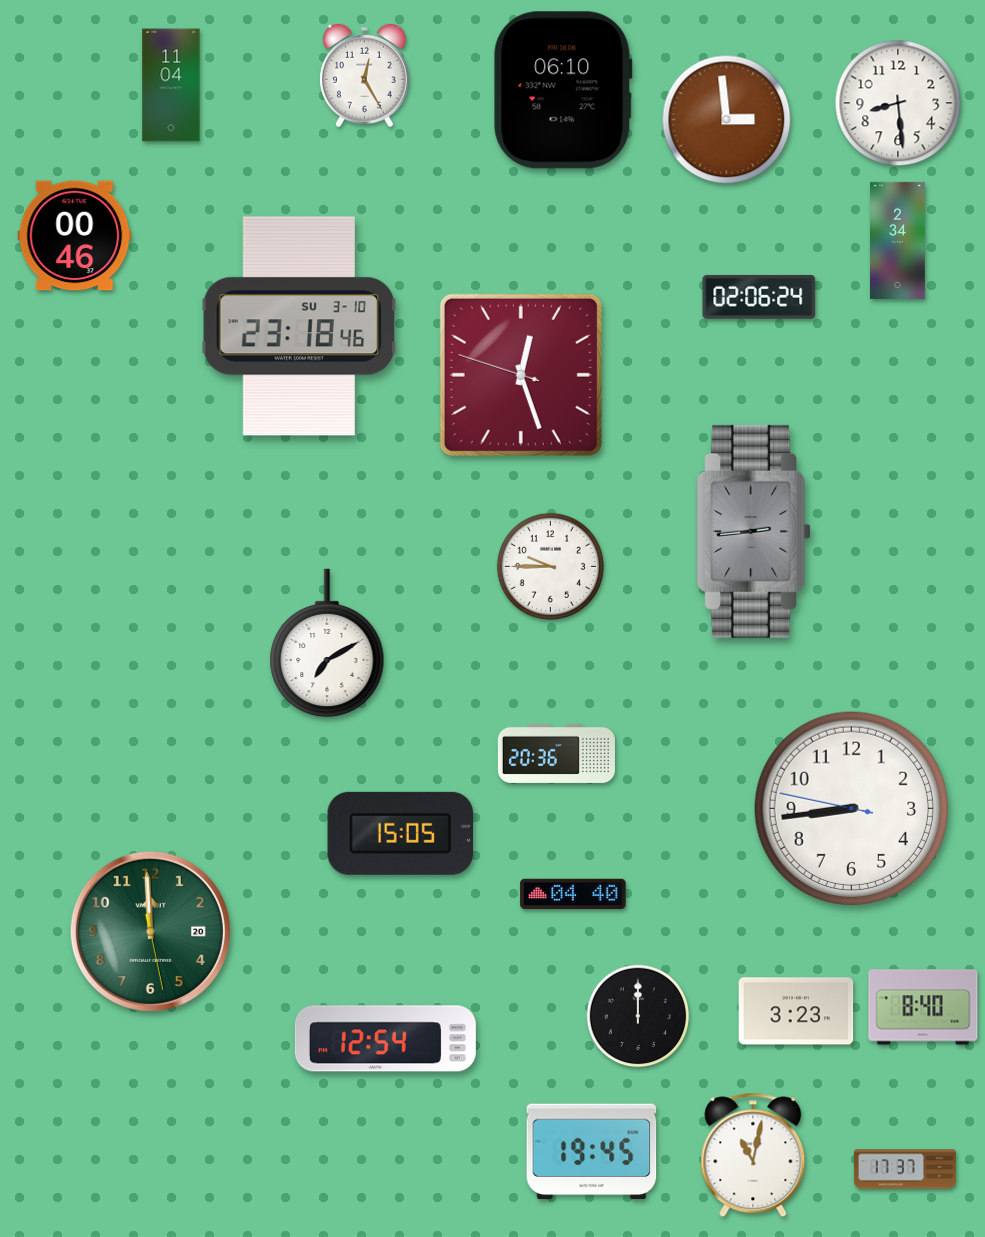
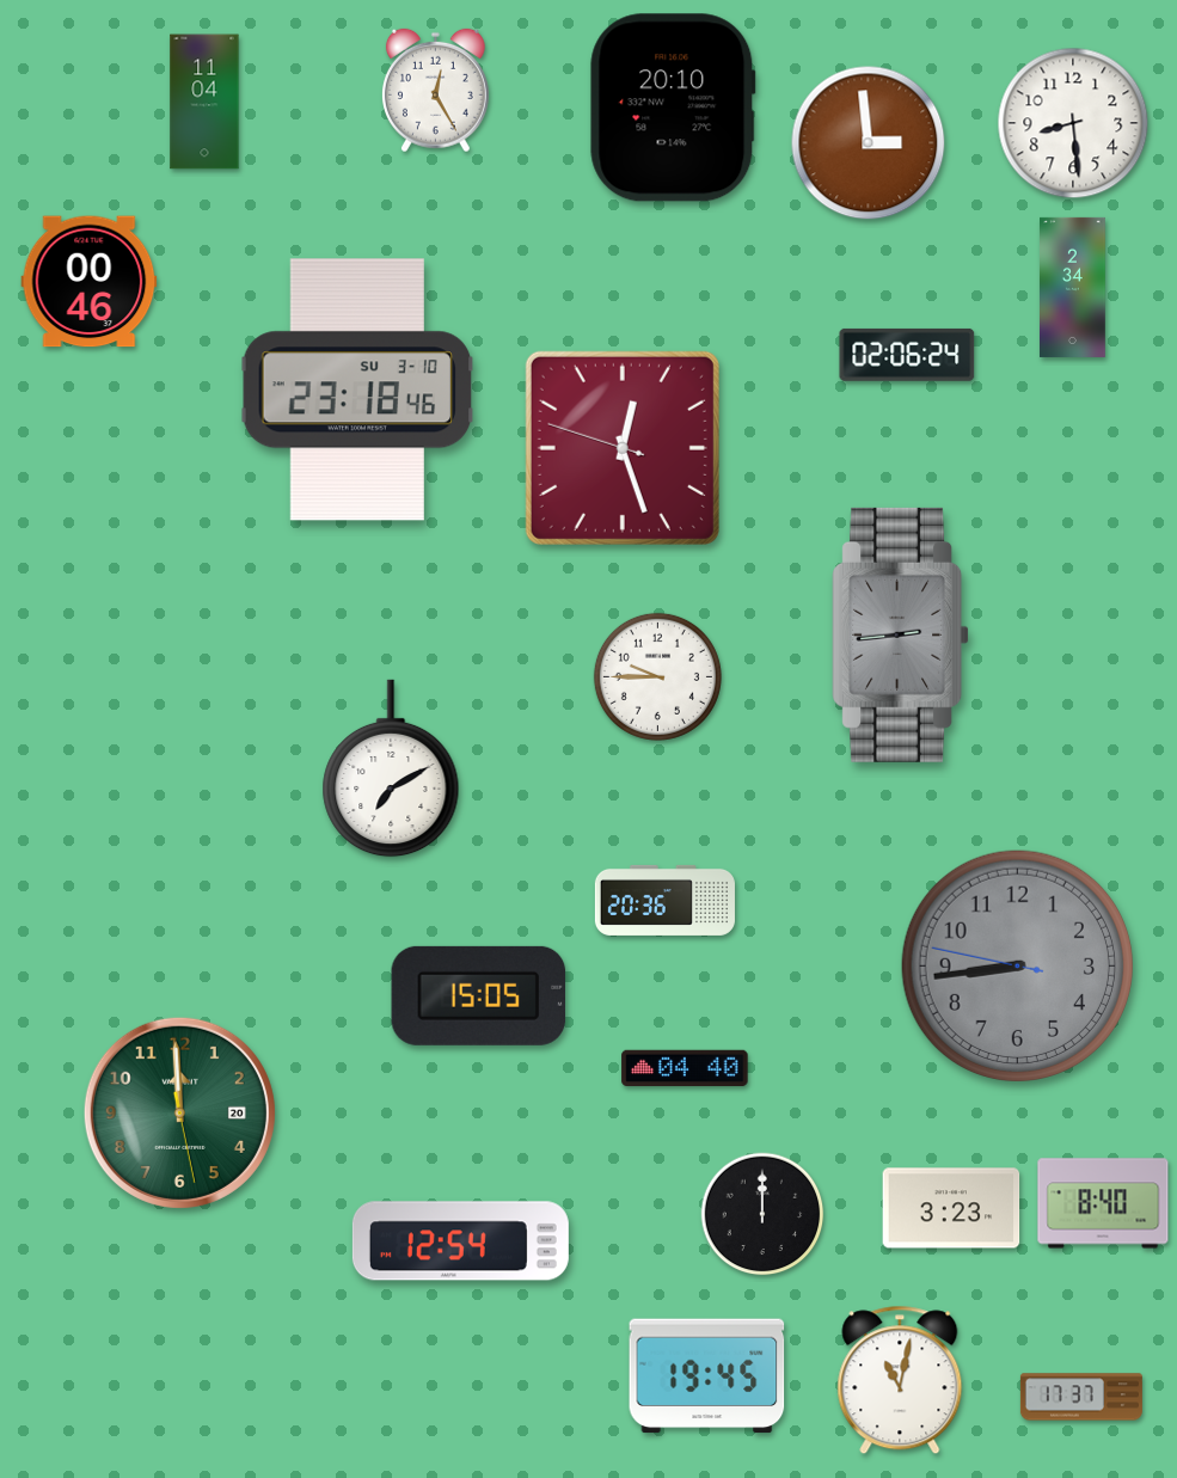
clock at (563, 90): 06:10 -> 20:10
clock at (851, 808) dial: white -> grey
